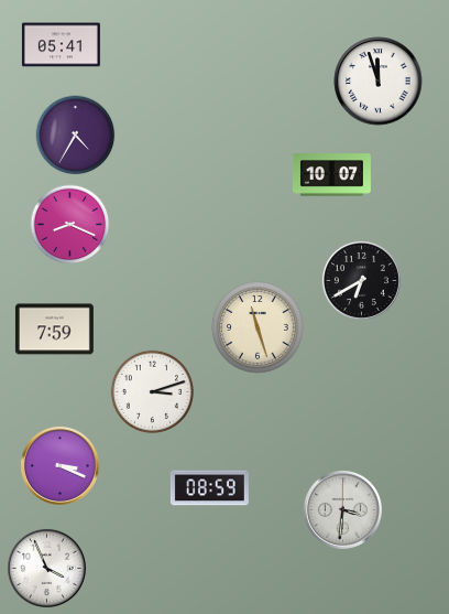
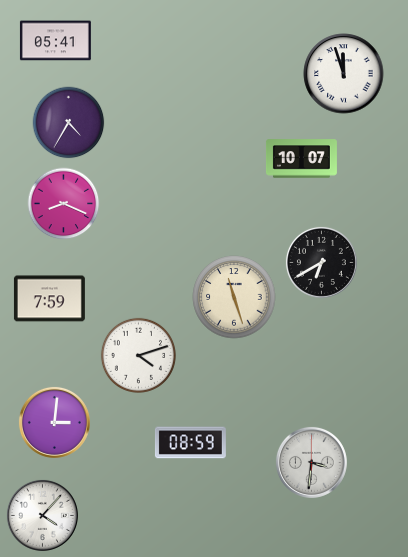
clock at (361, 280) position: (361, 280) -> (321, 262)
clock at (152, 391): 3:12 -> 4:12
clock at (59, 465): 3:19 -> 3:01
clock at (46, 568): 3:56 -> 4:07
